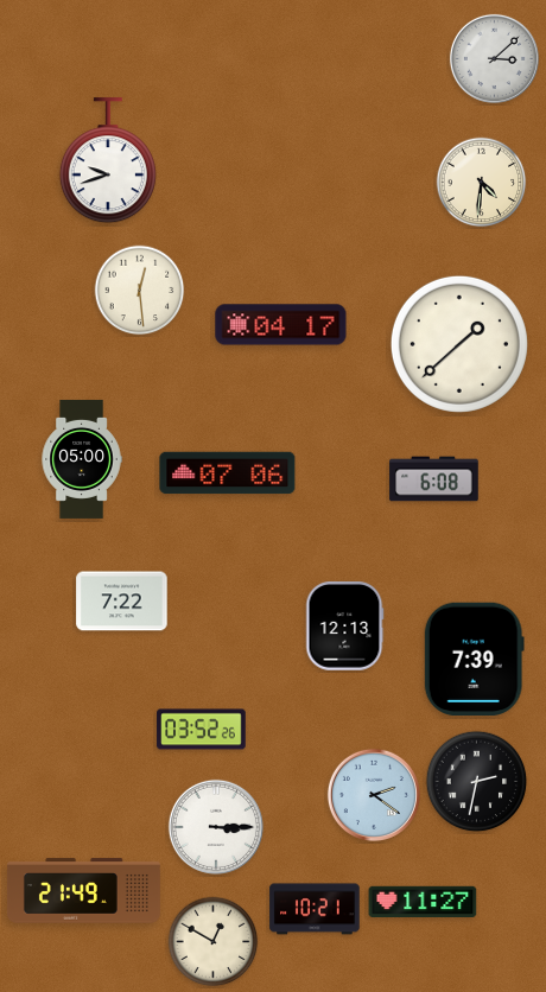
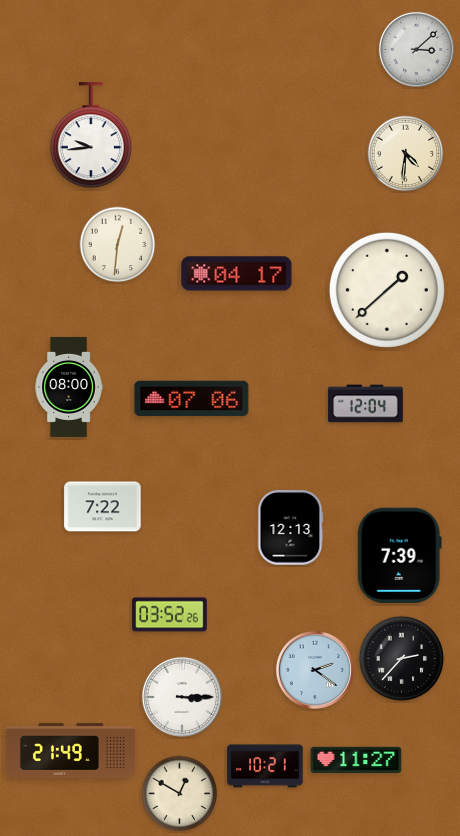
clock at (108, 161): 9:42 -> 9:44
clock at (140, 291): 12:29 -> 12:31
clock at (82, 459): 05:00 -> 08:00
clock at (434, 479): 6:08 -> 12:04
clock at (477, 782): 2:32 -> 2:37
